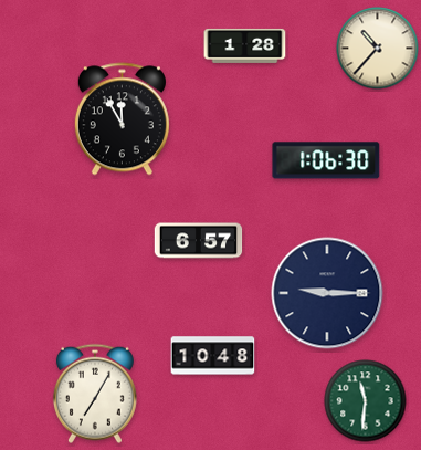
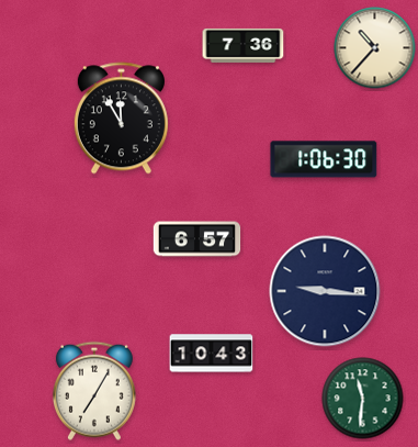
clock at (245, 45): 1:28 -> 7:36
clock at (327, 293): 9:15 -> 9:16
clock at (213, 356): 10:48 -> 10:43
